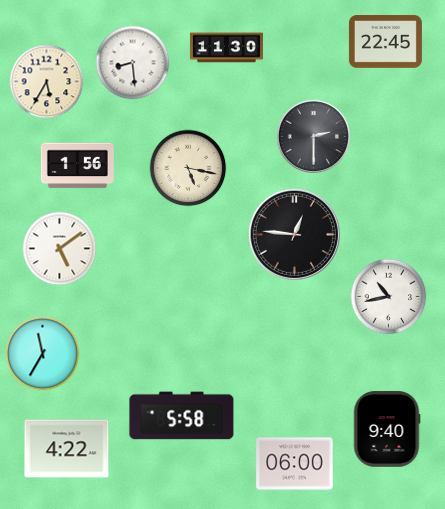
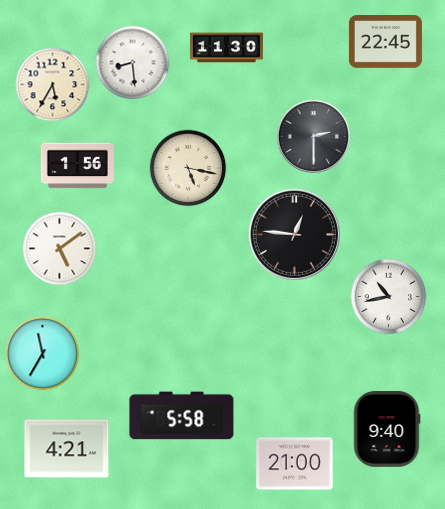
clock at (47, 82) position: (47, 82) -> (53, 85)
clock at (67, 449): 4:22 -> 4:21
clock at (295, 464): 06:00 -> 21:00
